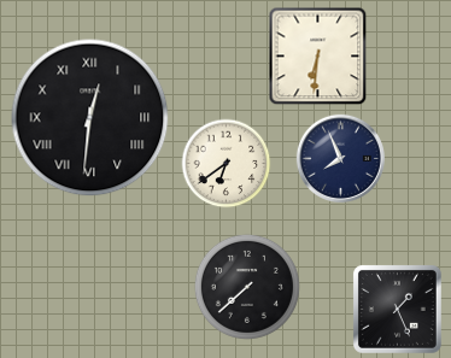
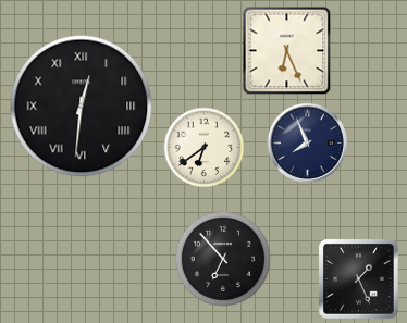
clock at (318, 57): 6:31 -> 6:26
clock at (247, 287): 7:38 -> 6:53
